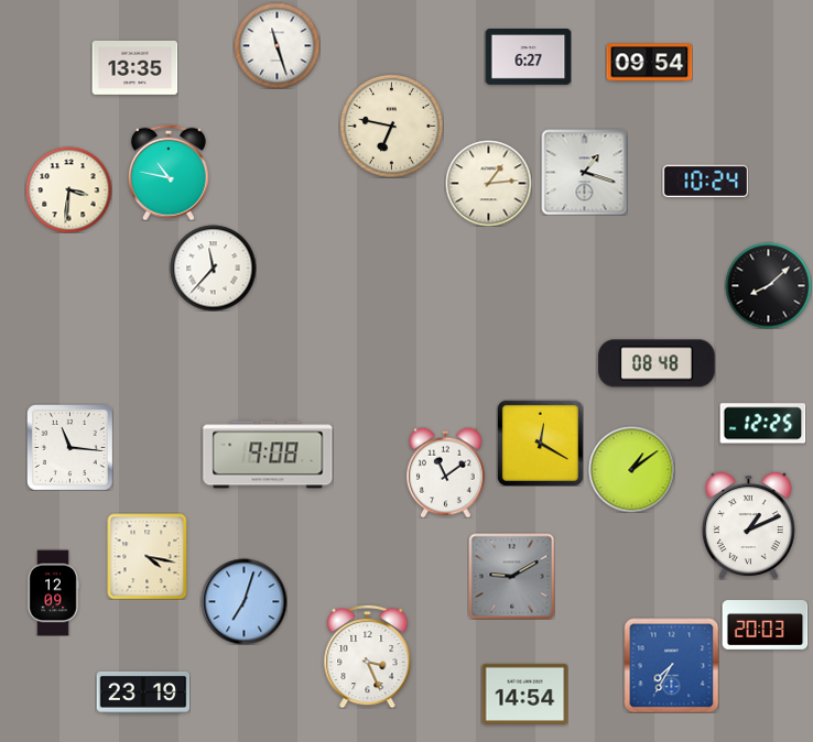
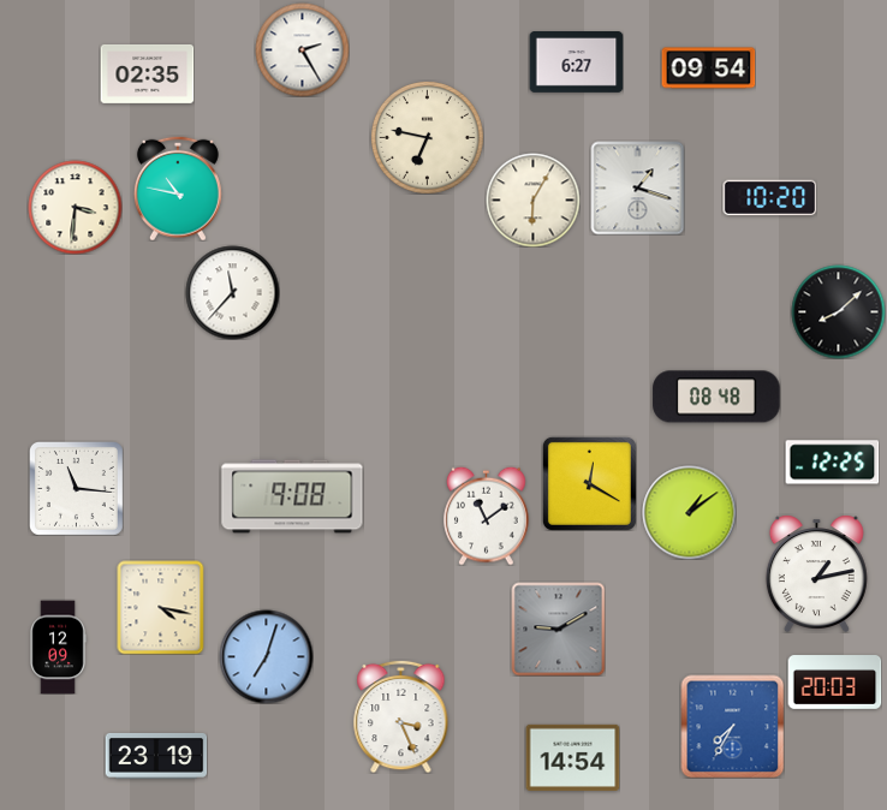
clock at (277, 45): 11:27 -> 2:25
clock at (134, 67): 13:35 -> 02:35
clock at (169, 173) position: (169, 173) -> (178, 189)
clock at (705, 182): 10:24 -> 10:20
clock at (488, 183): 1:14 -> 6:05
clock at (748, 525): 1:11 -> 1:13
